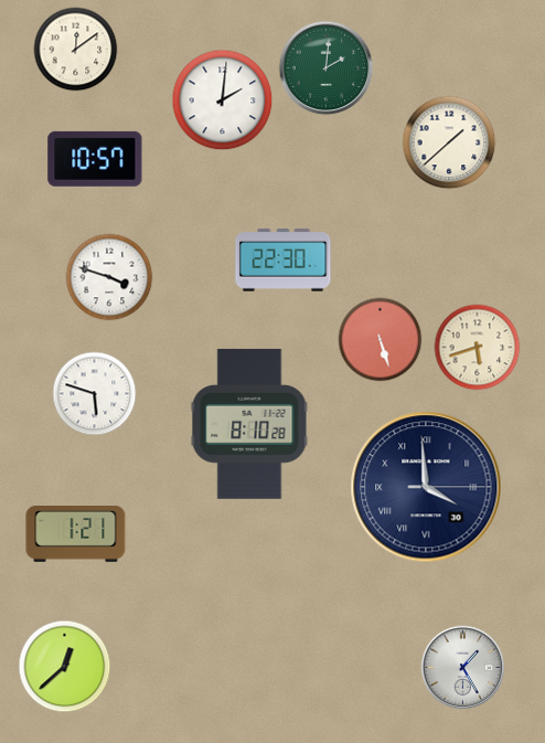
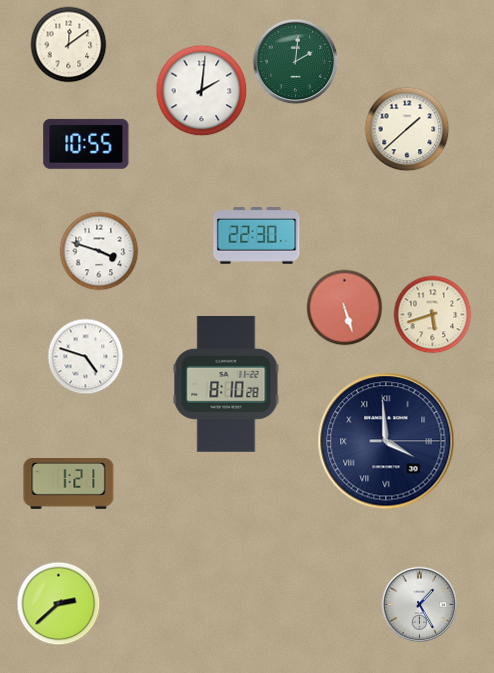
clock at (95, 159): 10:57 -> 10:55
clock at (95, 394): 5:48 -> 4:48
clock at (65, 667): 12:38 -> 2:38
